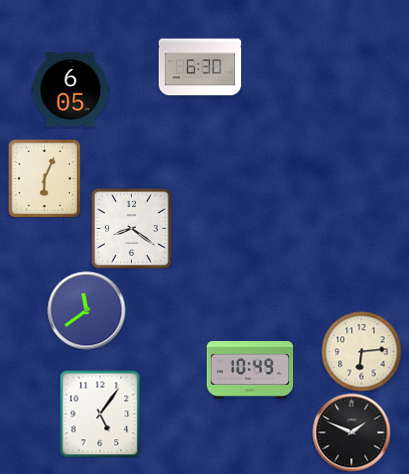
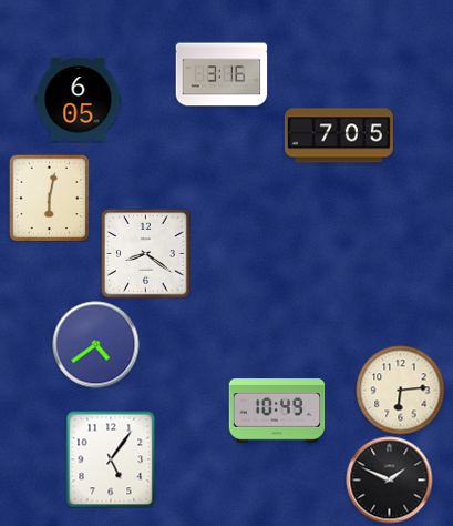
clock at (200, 67): 6:30 -> 3:16
clock at (339, 135): none -> 7:05
clock at (45, 178): 6:04 -> 6:02
clock at (86, 310): 11:39 -> 4:39
